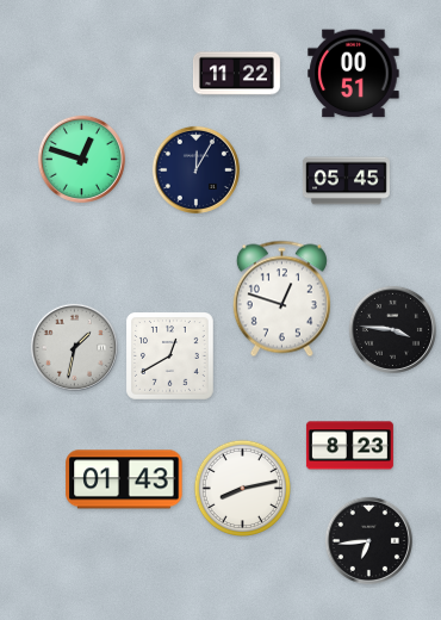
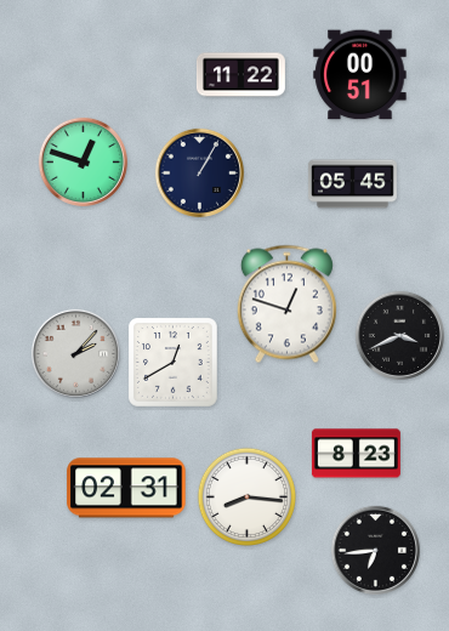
clock at (195, 169): 12:05 -> 1:05
clock at (392, 329): 3:46 -> 3:41
clock at (74, 347): 1:32 -> 2:07
clock at (124, 479): 01:43 -> 02:31
clock at (243, 489): 8:13 -> 8:16
